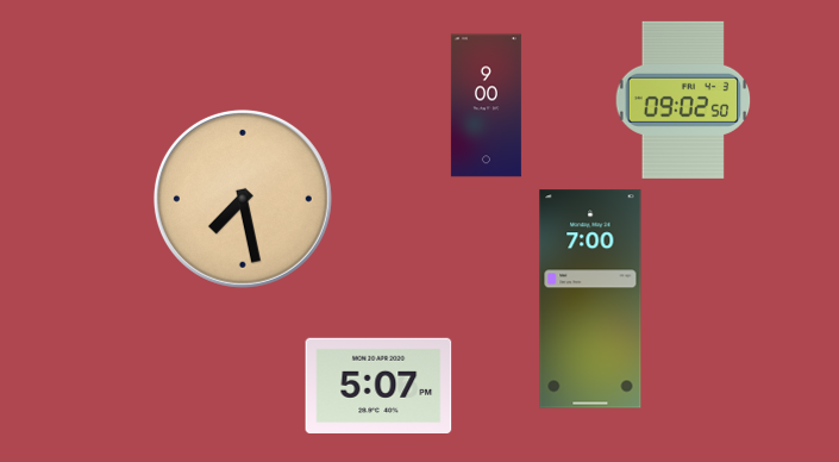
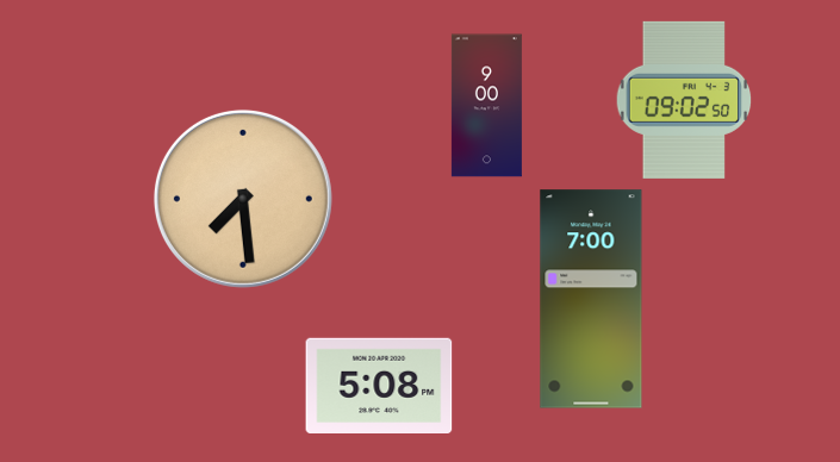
clock at (243, 199): 7:28 -> 7:29
clock at (378, 385): 5:07 -> 5:08
